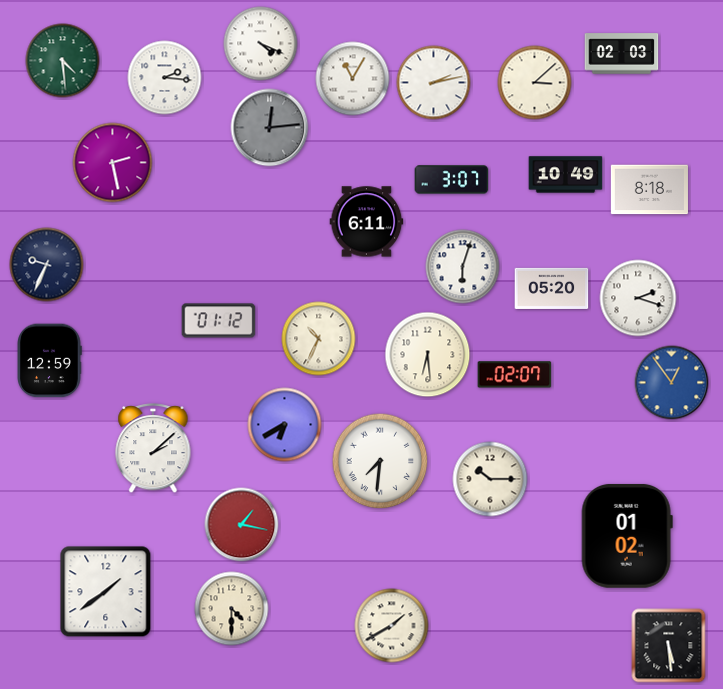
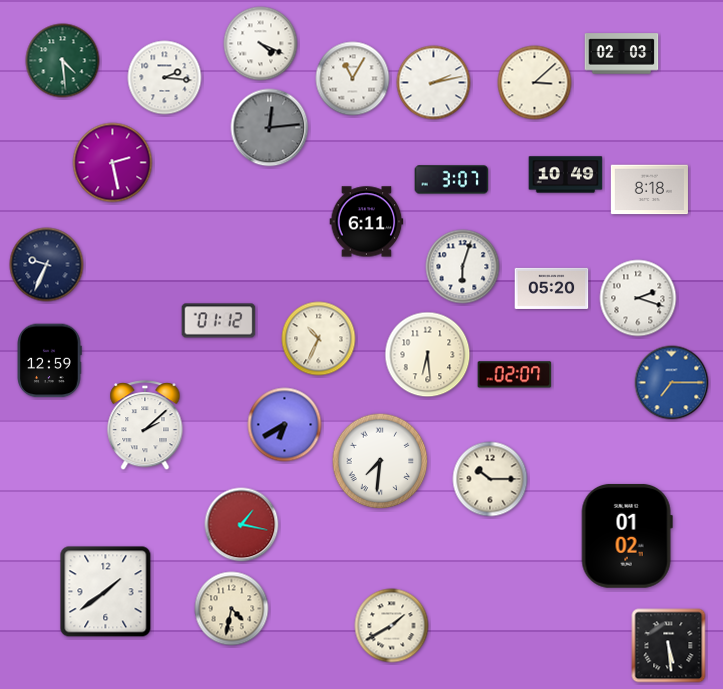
clock at (672, 383): 12:54 -> 7:15
clock at (153, 449) position: (153, 449) -> (145, 426)
clock at (232, 609): 4:30 -> 4:32
